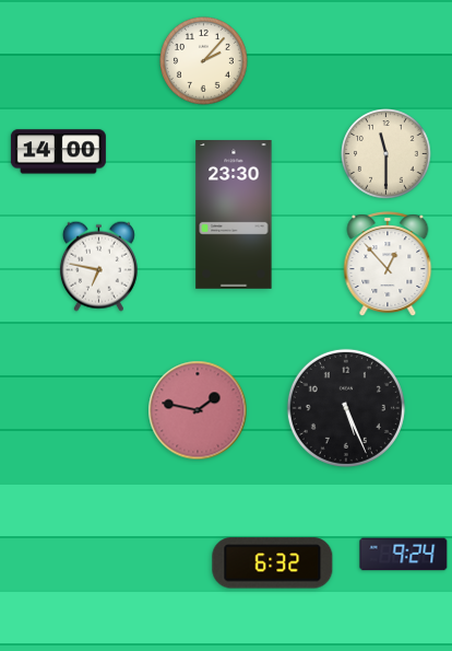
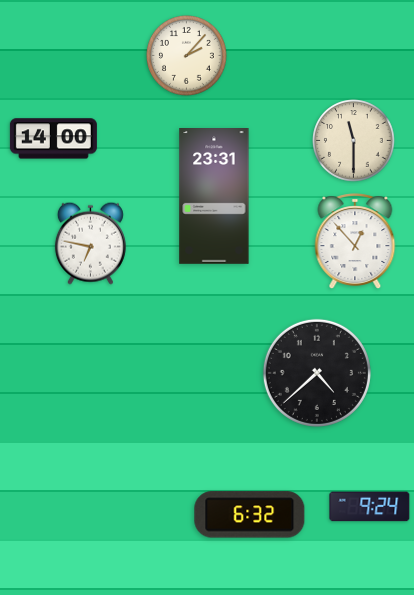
clock at (234, 216): 23:30 -> 23:31
clock at (346, 408): 5:26 -> 4:38
clock at (198, 410): 1:47 -> none
